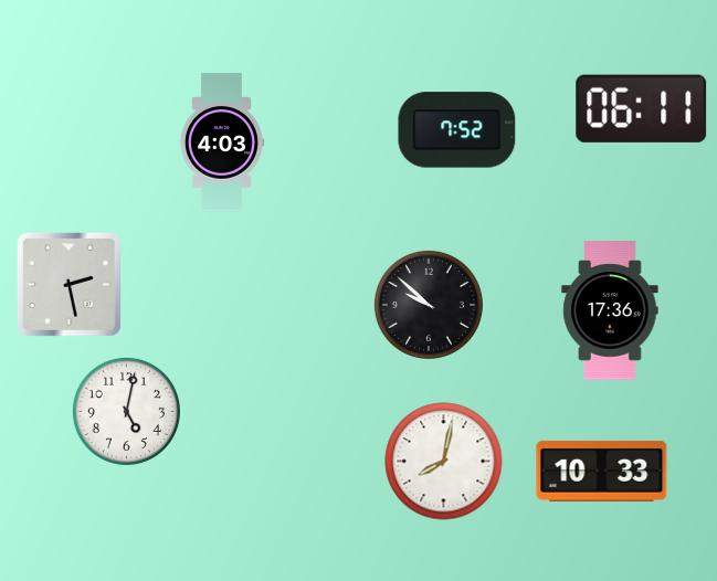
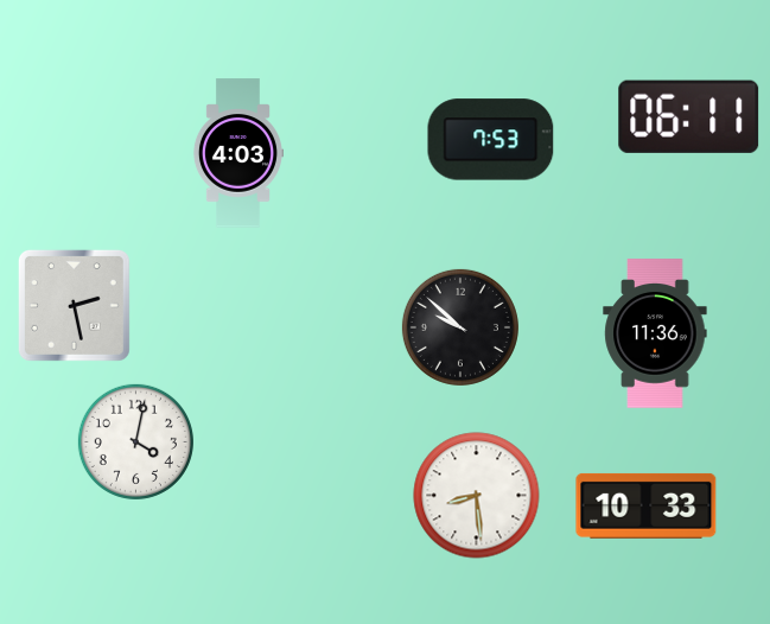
clock at (457, 130): 7:52 -> 7:53
clock at (610, 310): 17:36 -> 11:36
clock at (126, 411): 5:02 -> 4:02
clock at (444, 462): 8:02 -> 8:29
